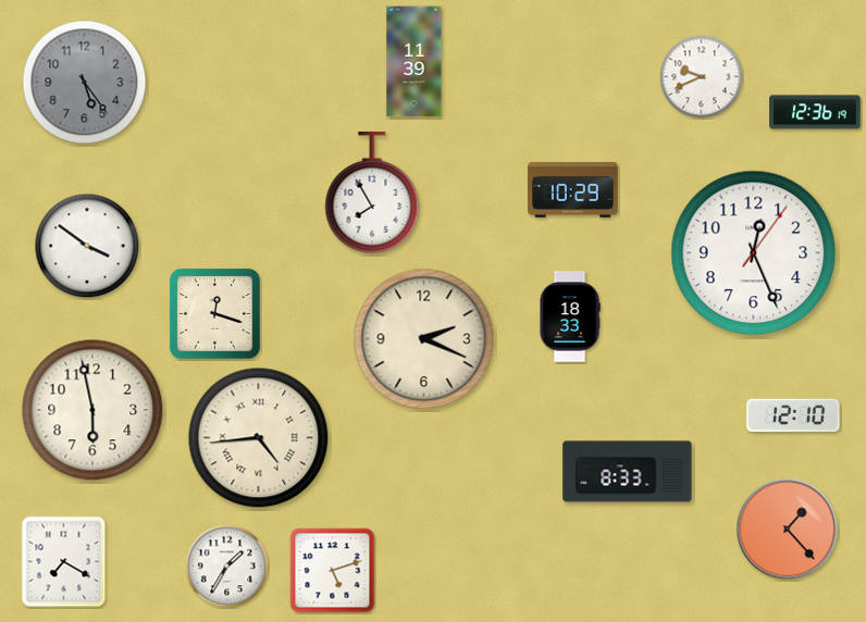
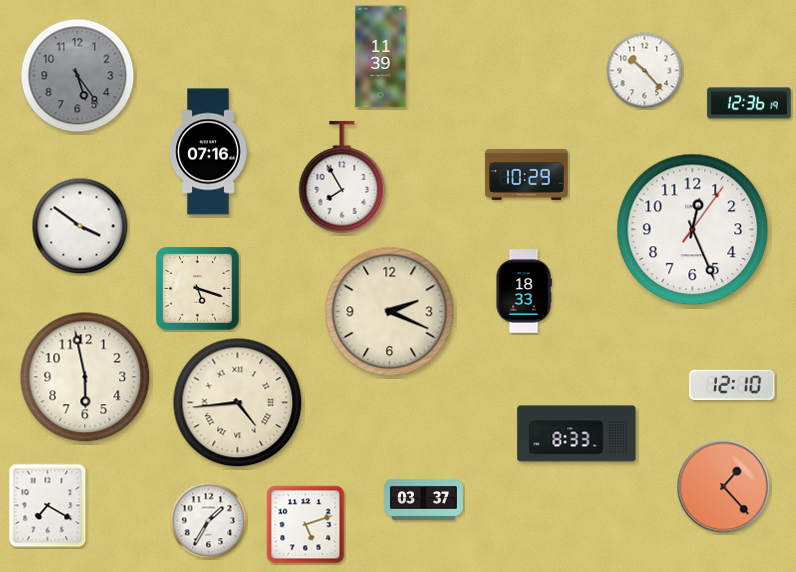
clock at (702, 77): 9:41 -> 10:23
clock at (208, 152): none -> 07:16
clock at (754, 253) position: (754, 253) -> (693, 230)
clock at (215, 314): 12:18 -> 5:18
clock at (793, 415) position: (793, 415) -> (732, 385)
clock at (423, 499): none -> 03:37
clock at (64, 562) position: (64, 562) -> (48, 506)
